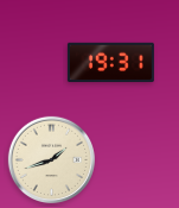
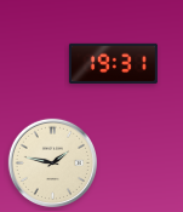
clock at (51, 159): 1:42 -> 1:47
